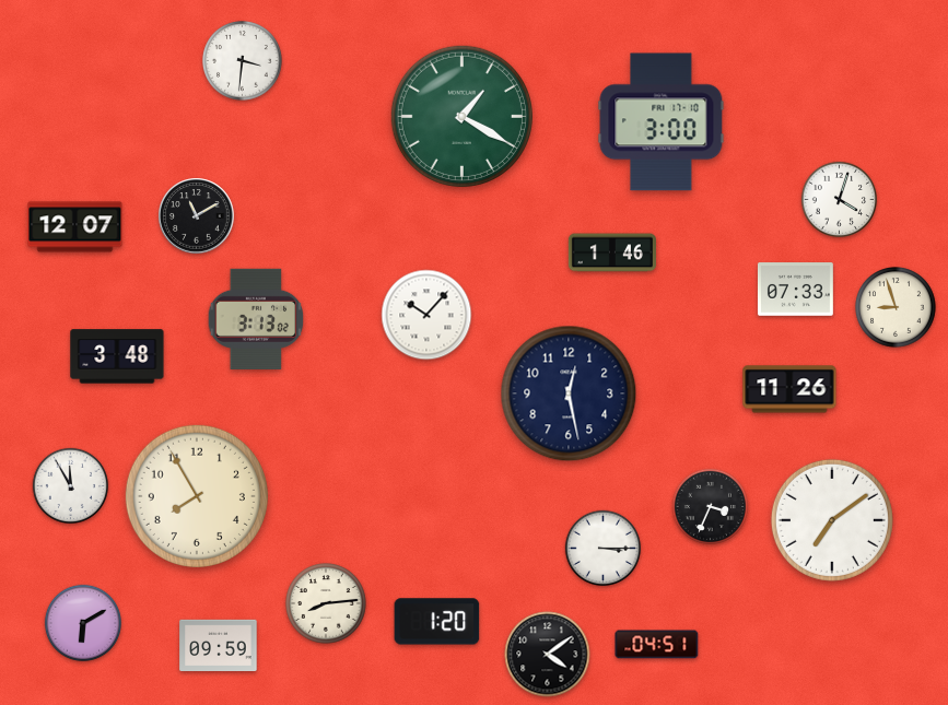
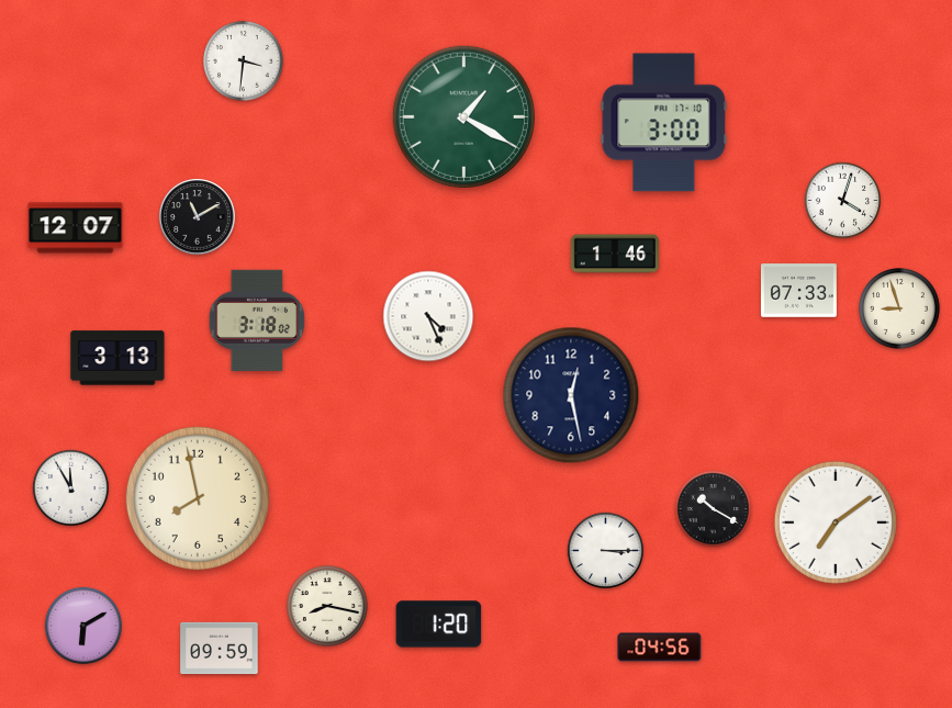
clock at (426, 315): 10:07 -> 4:26
clock at (256, 319): 3:13 -> 3:18
clock at (117, 356): 3:48 -> 3:13
clock at (789, 389): 11:26 -> none
clock at (197, 496): 7:55 -> 7:58
clock at (711, 507): 3:34 -> 10:20
clock at (326, 603): 8:14 -> 8:17
clock at (657, 645): 04:51 -> 04:56
clock at (548, 655): 4:09 -> none
